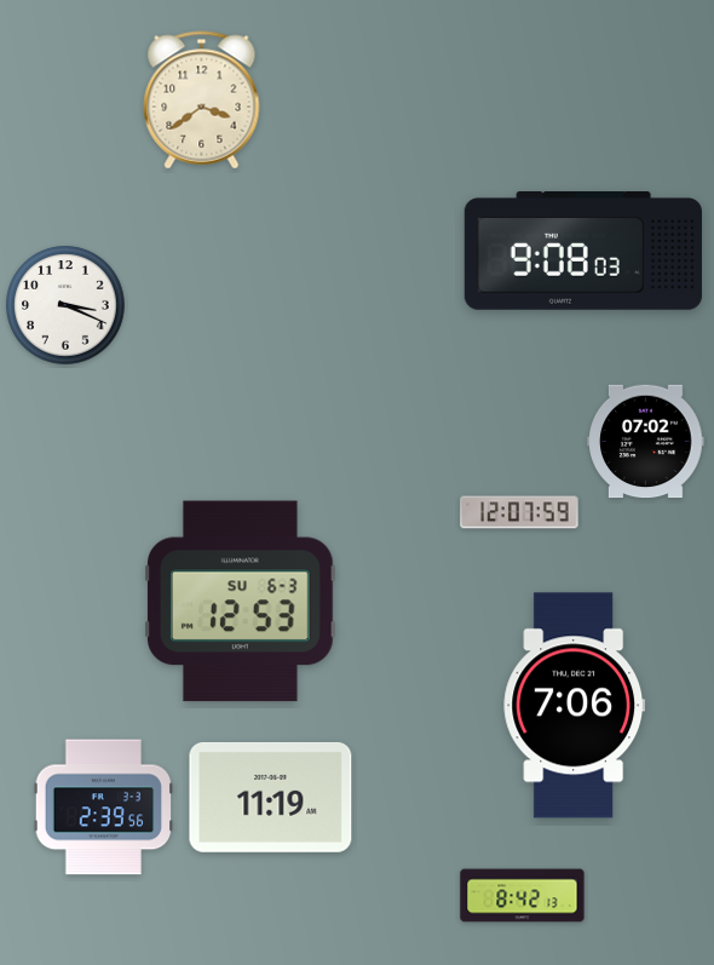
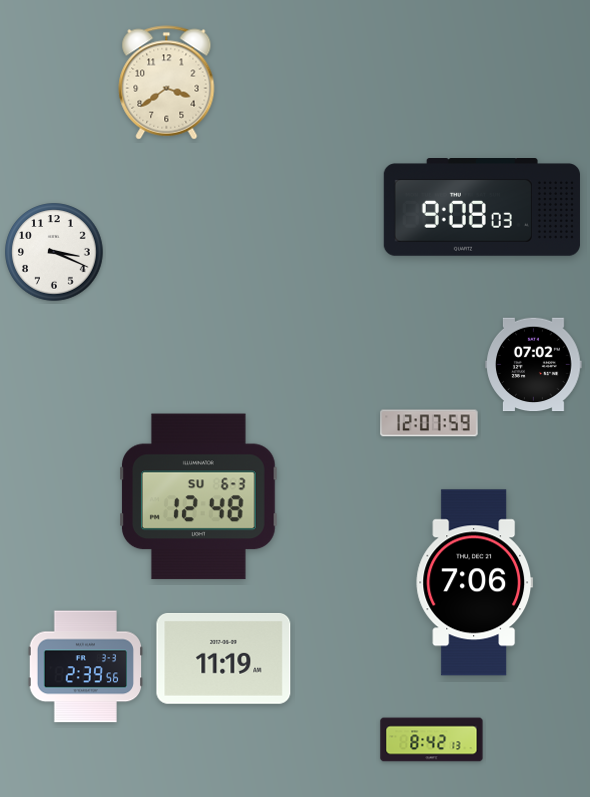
clock at (241, 602): 12:53 -> 12:48
